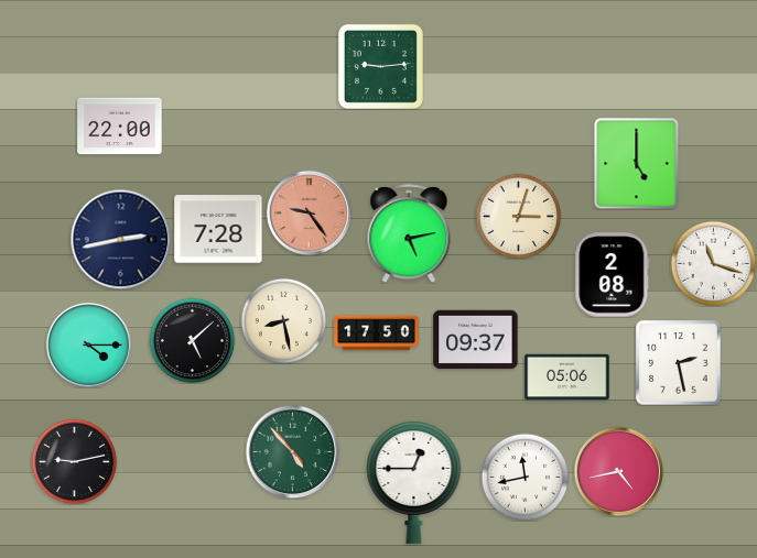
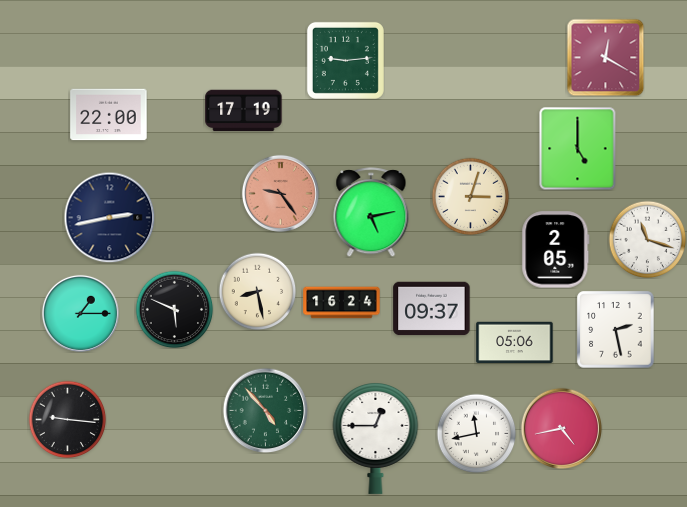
clock at (605, 57): none -> 12:20
clock at (244, 111): none -> 17:19
clock at (218, 229): 7:28 -> none
clock at (613, 275): 2:08 -> 2:05
clock at (377, 333): 17:50 -> 16:24
clock at (192, 340): 5:08 -> 5:49
clock at (88, 344): 4:15 -> 1:15
clock at (74, 461): 9:13 -> 9:16
